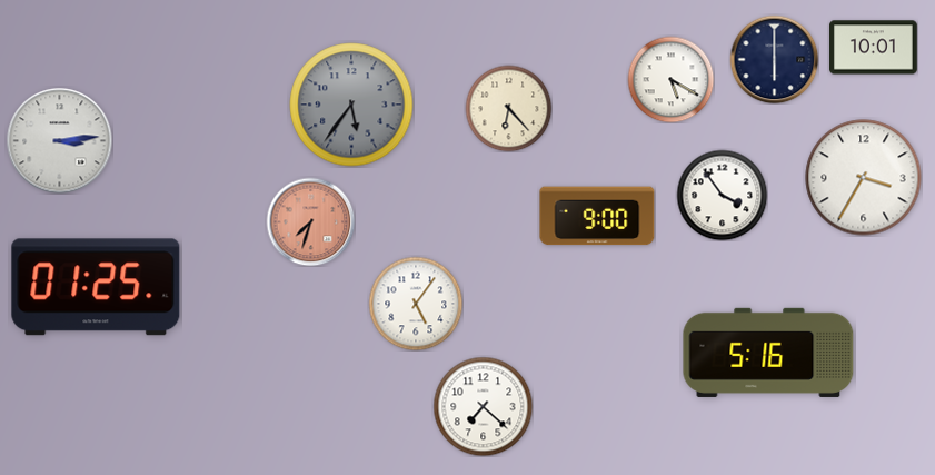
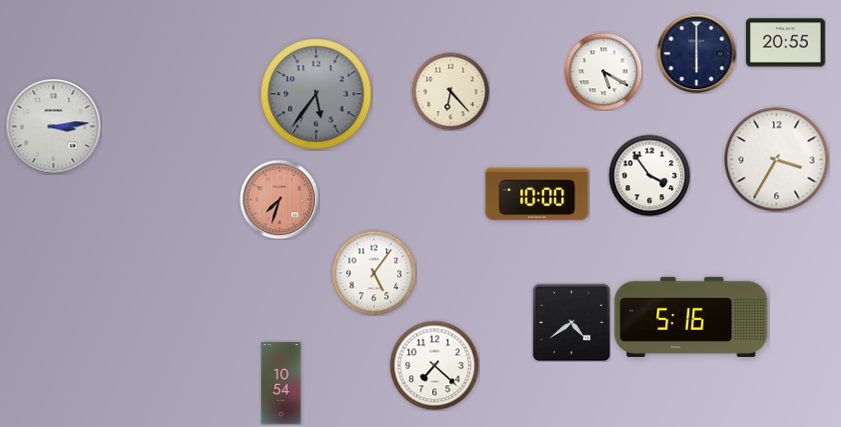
clock at (874, 48): 10:01 -> 20:55
clock at (508, 108) position: (508, 108) -> (450, 91)
clock at (597, 216): 9:00 -> 10:00
clock at (96, 287): 01:25 -> none
clock at (571, 322): none -> 4:39
clock at (281, 383): none -> 10:54
